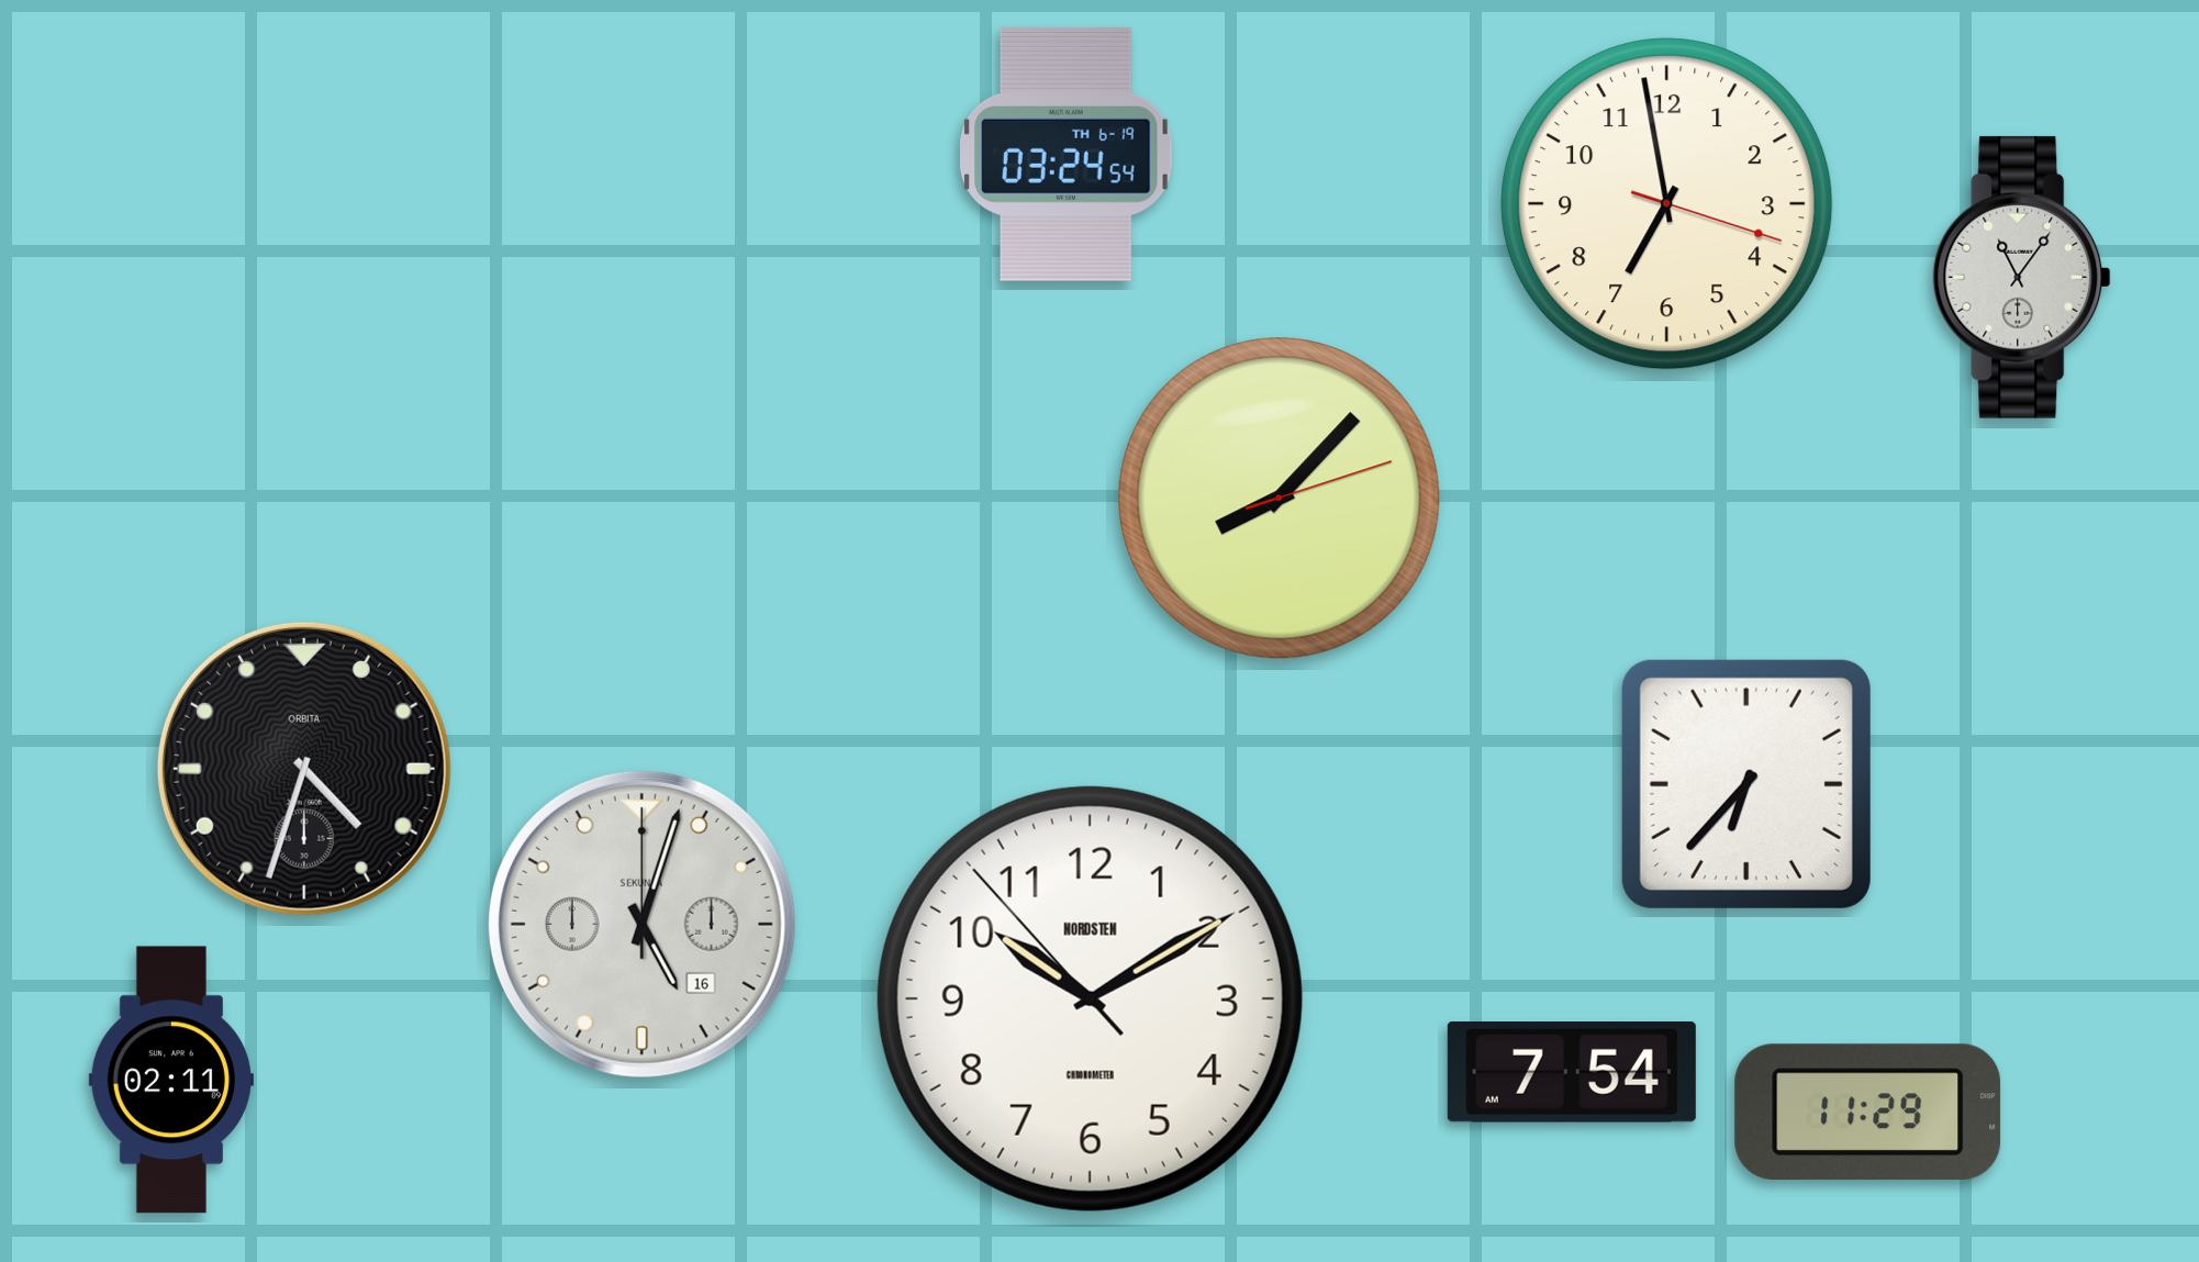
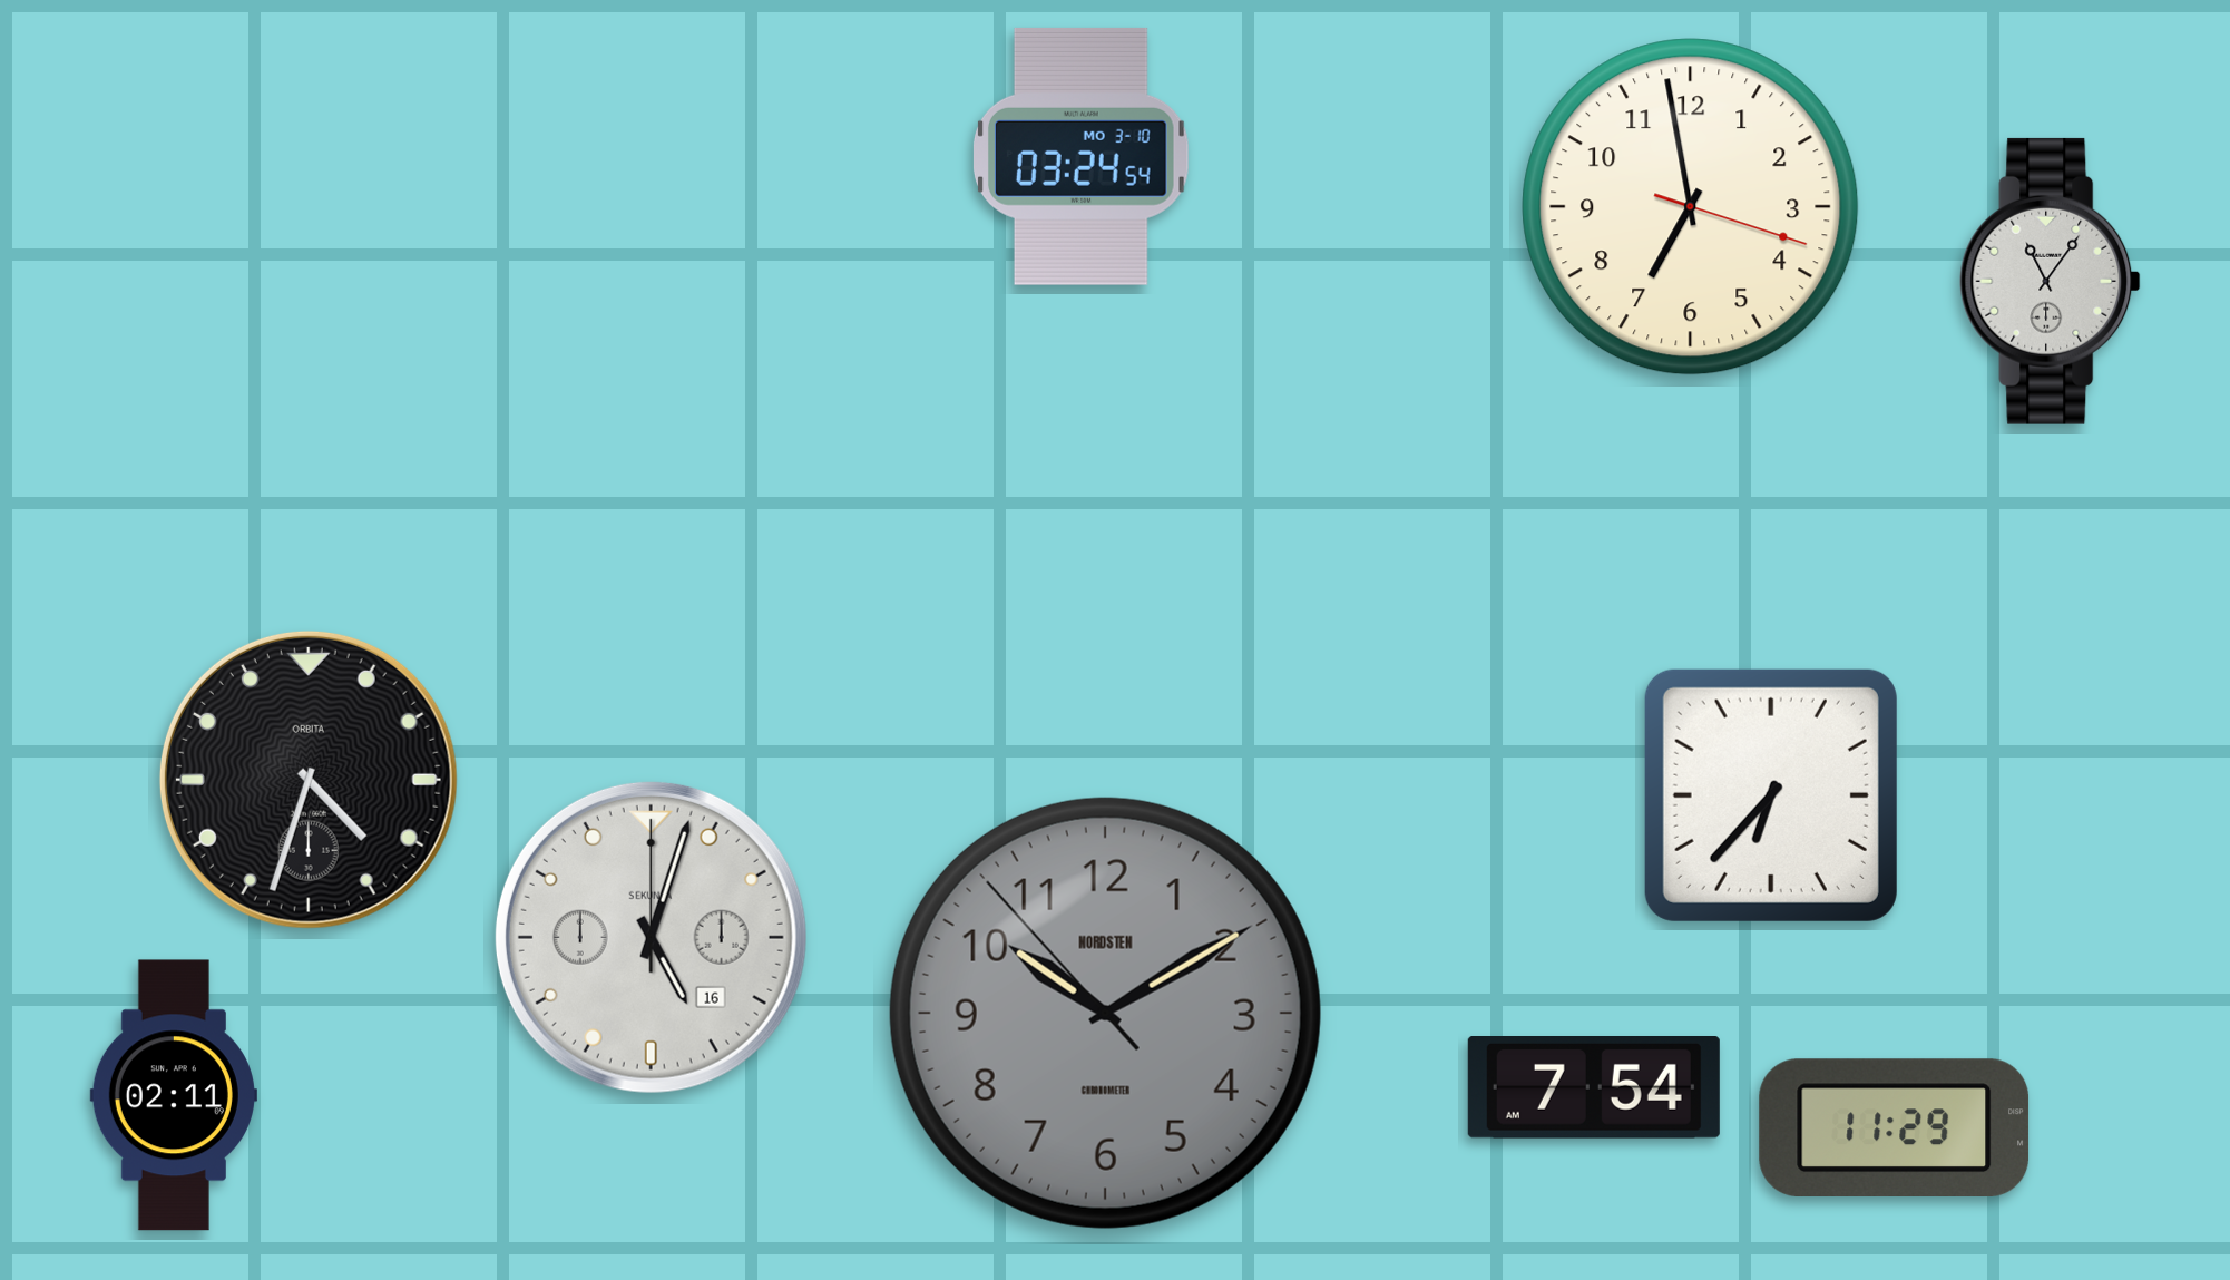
clock at (1065, 154) date: TH 6-19 -> MO 3-10
clock at (1280, 499): 8:07 -> none
clock at (1090, 998) dial: white -> grey
